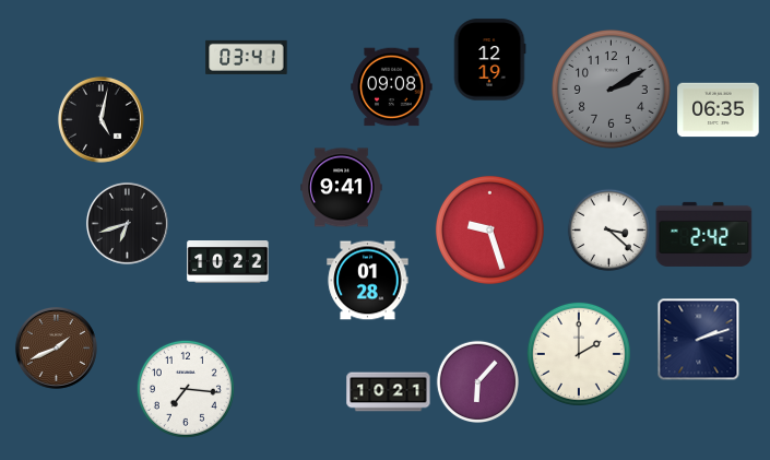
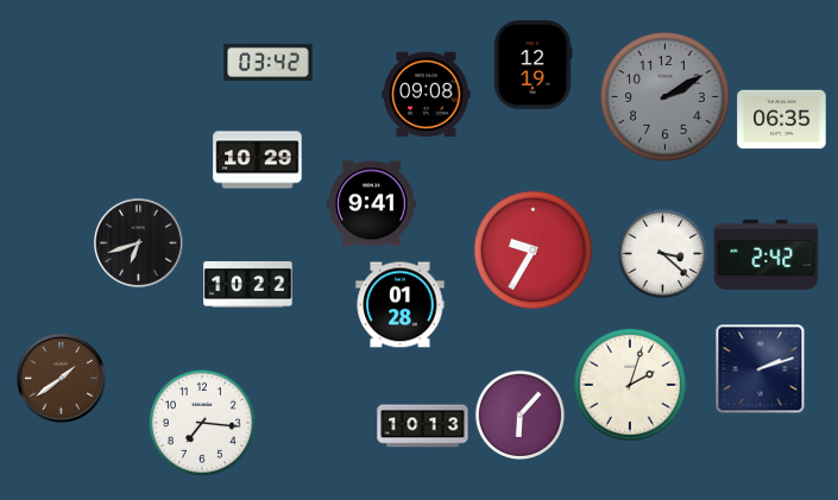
clock at (247, 57): 03:41 -> 03:42
clock at (100, 119): 5:02 -> none
clock at (258, 160): none -> 10:29
clock at (489, 229): 9:27 -> 9:35
clock at (608, 229) position: (608, 229) -> (662, 253)
clock at (56, 349): 1:41 -> 1:39
clock at (579, 354): 2:00 -> 2:03
clock at (389, 392): 10:21 -> 10:13
